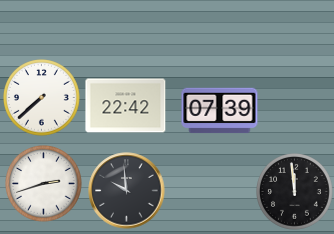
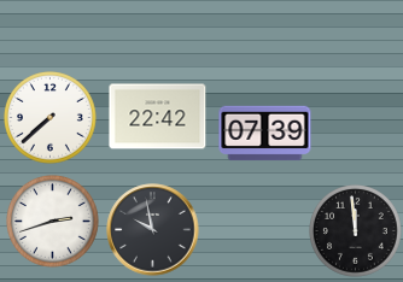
clock at (126, 106) position: (126, 106) -> (158, 117)
clock at (127, 191): 9:59 -> 9:58
